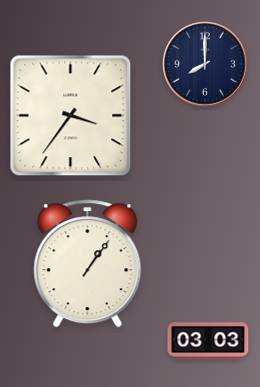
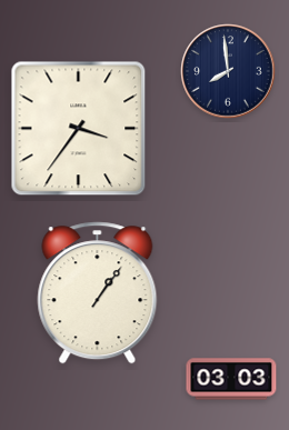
clock at (205, 64): 8:00 -> 7:59
